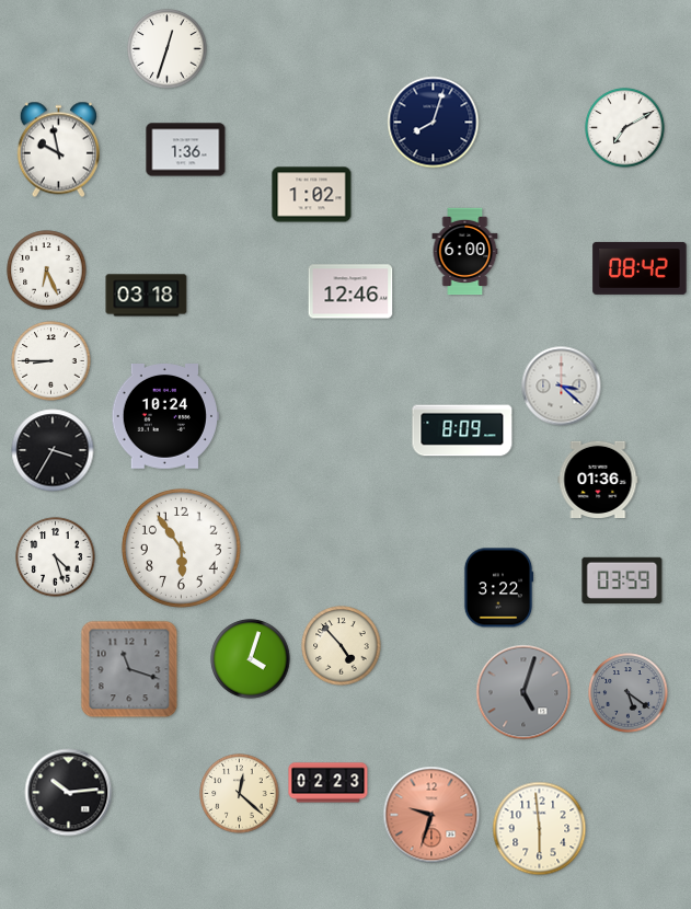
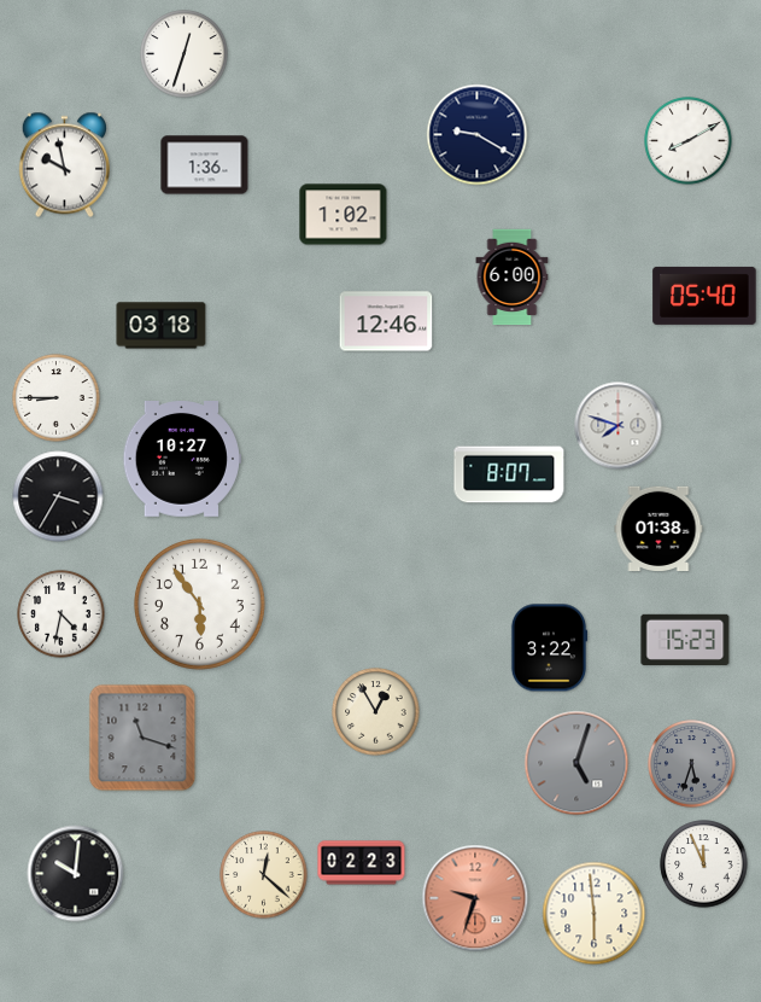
clock at (434, 123): 8:03 -> 9:20
clock at (625, 128): 7:10 -> 8:10
clock at (640, 268): 08:42 -> 05:40
clock at (47, 271): 6:26 -> none
clock at (562, 387): 3:22 -> 7:48
clock at (165, 417): 10:24 -> 10:27
clock at (462, 430): 8:09 -> 8:07
clock at (598, 479): 01:36 -> 01:38
clock at (56, 557): 4:27 -> 4:32
clock at (622, 579): 03:59 -> 15:23
clock at (342, 646): 4:53 -> 12:55
clock at (251, 659): 4:03 -> none
clock at (629, 693): 5:21 -> 5:33
clock at (704, 864): none -> 11:56
clock at (69, 793): 10:14 -> 10:01
